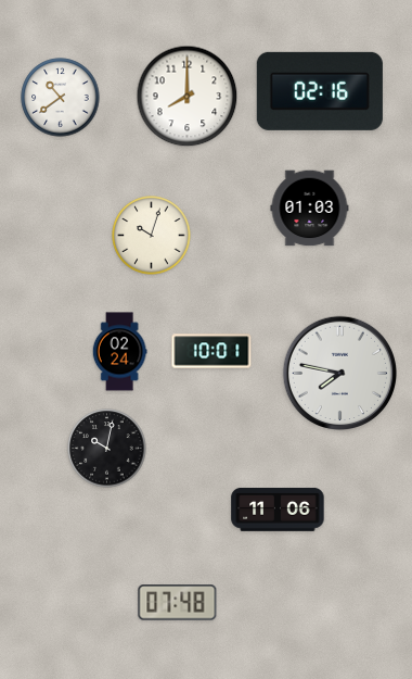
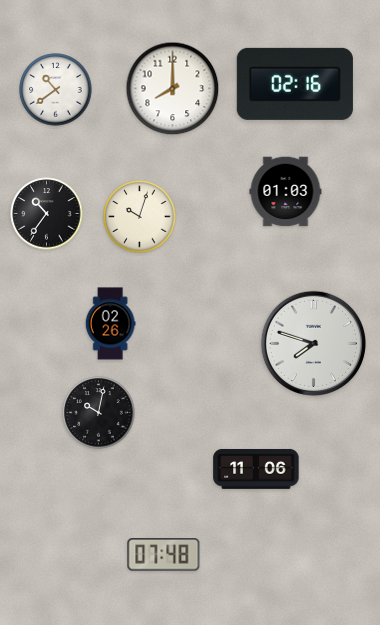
clock at (47, 214): none -> 10:36
clock at (211, 351): 10:01 -> none
clock at (119, 352): 02:24 -> 02:26
clock at (340, 374): 7:47 -> 7:48
